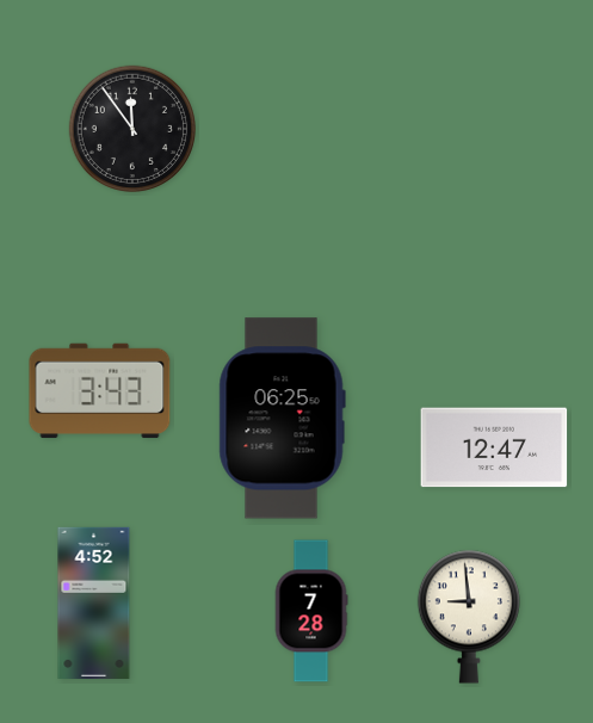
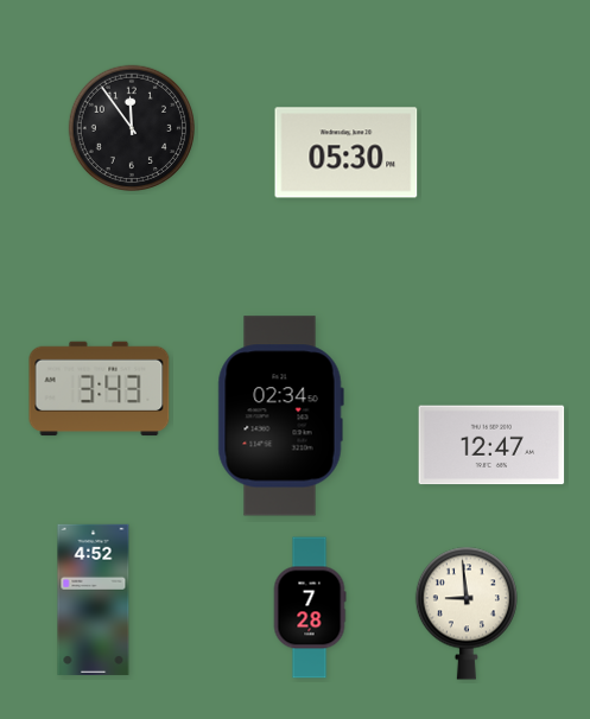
clock at (347, 153): none -> 05:30
clock at (282, 419): 06:25 -> 02:34
